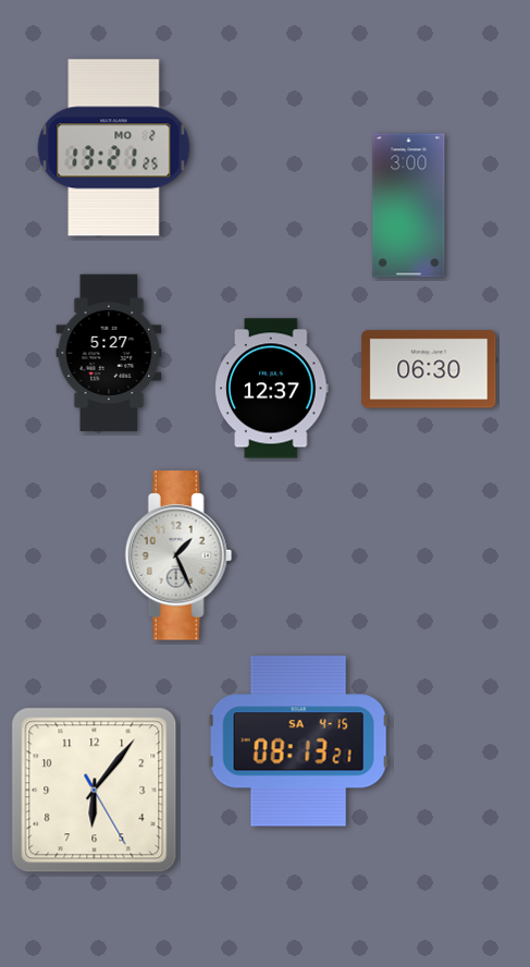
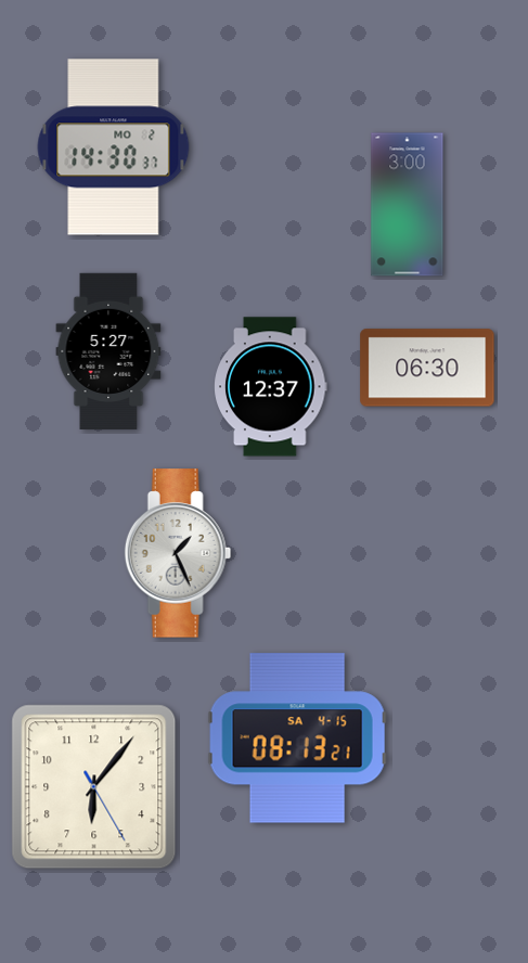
clock at (114, 148): 13:21 -> 14:30
